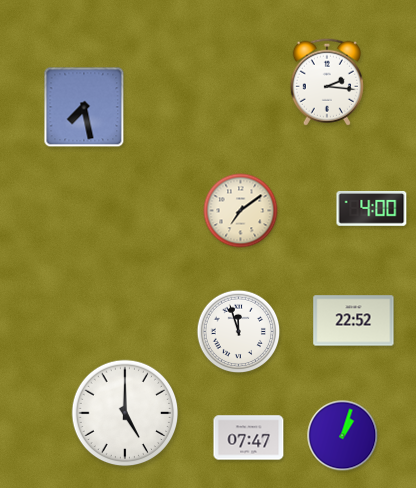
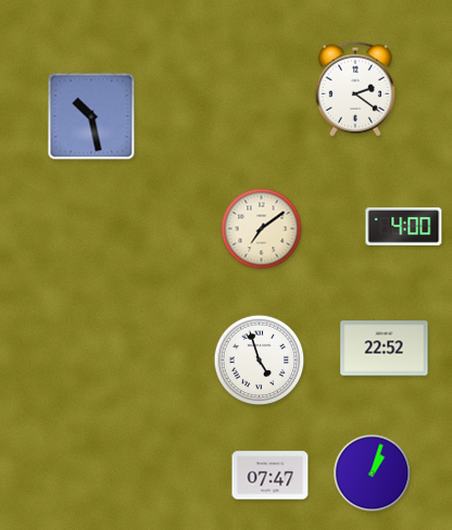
clock at (327, 82): 2:16 -> 2:21
clock at (84, 107): 7:28 -> 10:28
clock at (239, 332): 11:57 -> 4:57
clock at (125, 413): 5:00 -> none
